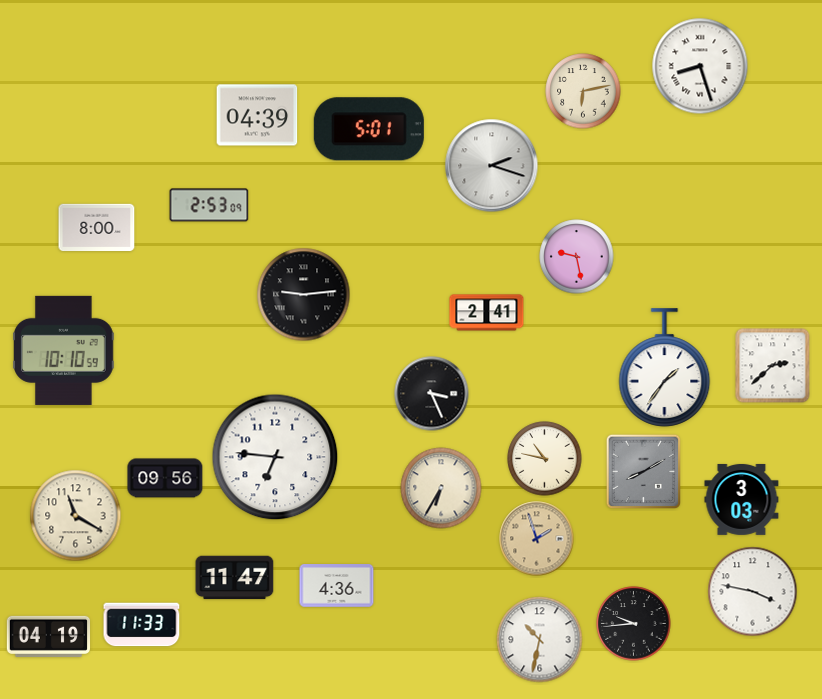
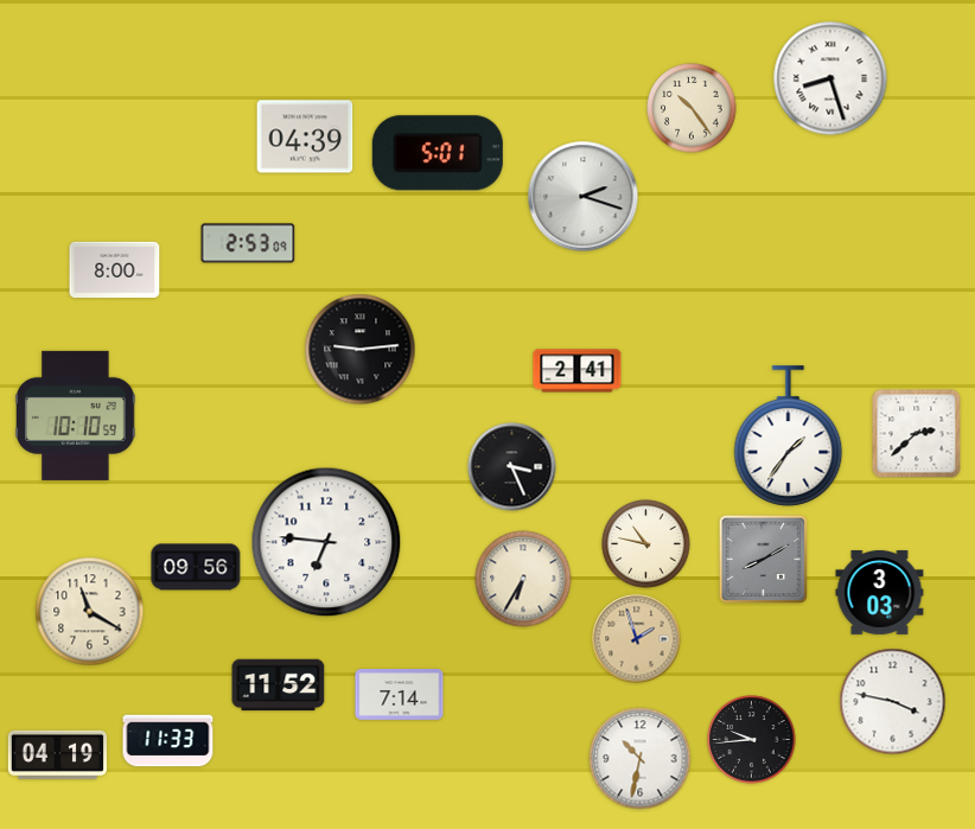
clock at (583, 91): 6:13 -> 10:24
clock at (577, 257): 9:28 -> none
clock at (235, 578): 11:47 -> 11:52
clock at (337, 586): 4:36 -> 7:14
